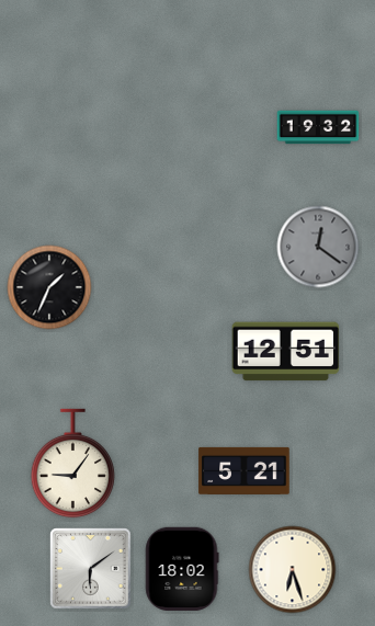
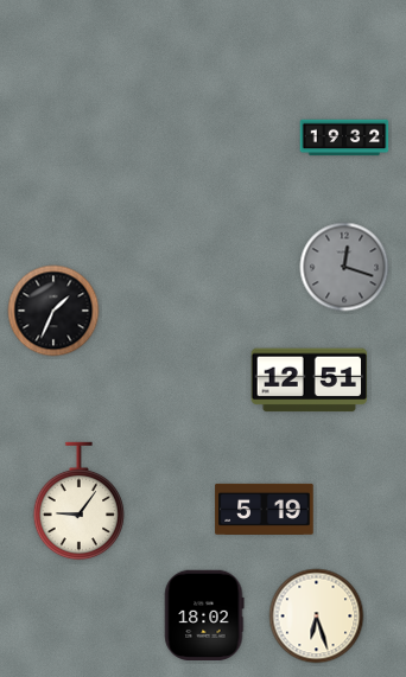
clock at (318, 247): 12:21 -> 12:18
clock at (245, 470): 5:21 -> 5:19
clock at (182, 568) position: (182, 568) -> (204, 614)
clock at (91, 569): 6:09 -> none
